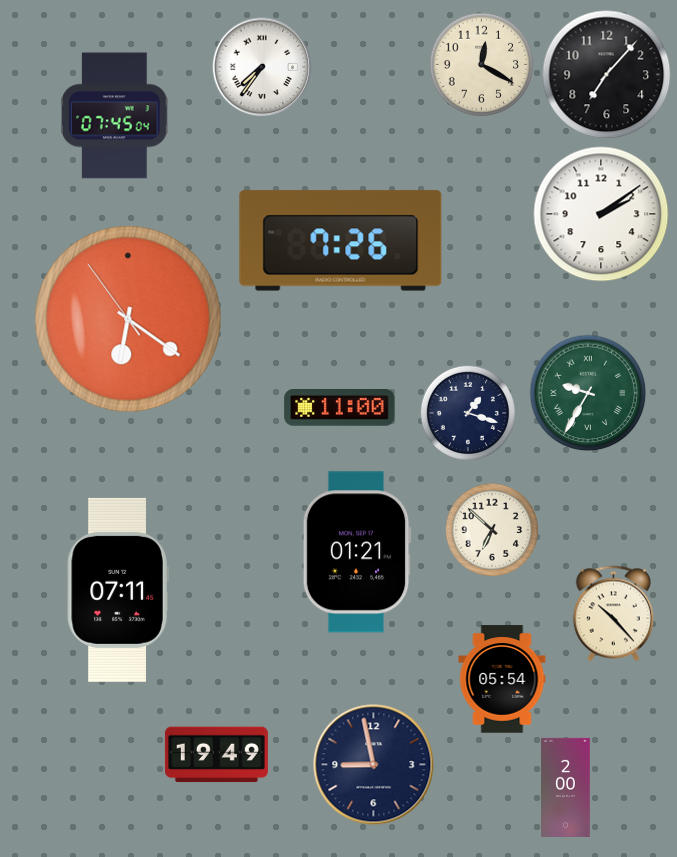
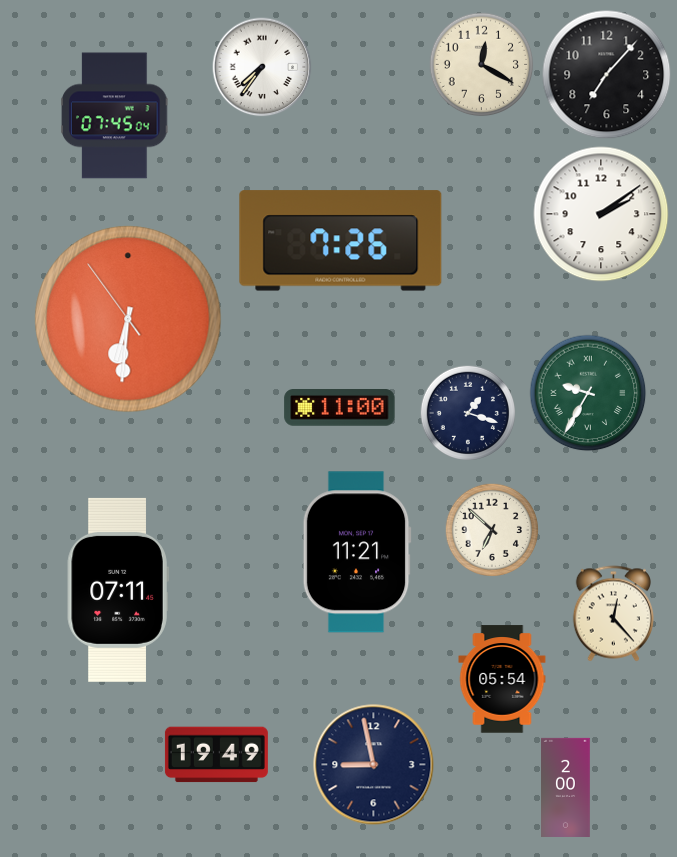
clock at (128, 319): 6:20 -> 6:30
clock at (357, 552): 01:21 -> 11:21
clock at (613, 614): 10:23 -> 12:23
